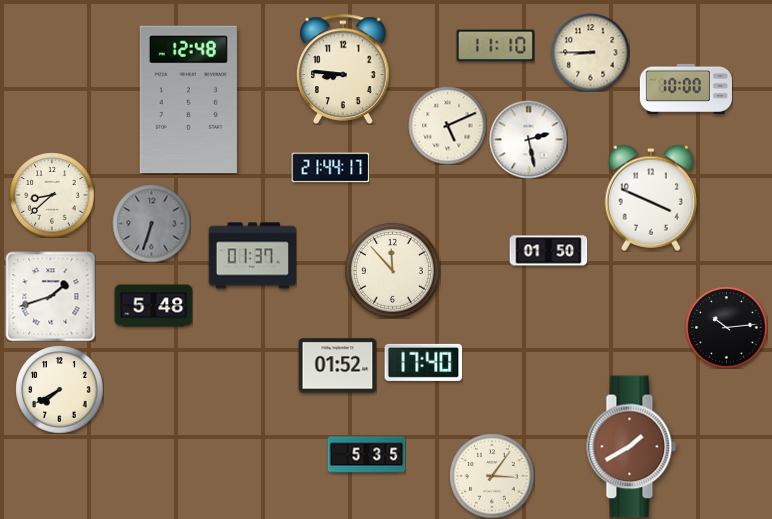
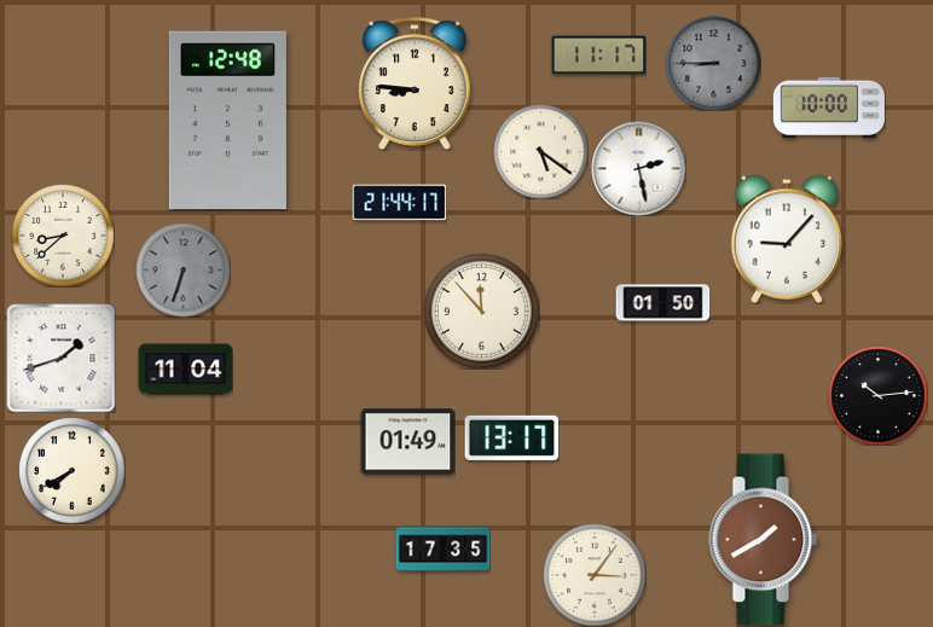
clock at (495, 46): 11:10 -> 11:17
clock at (590, 52) dial: cream -> grey
clock at (447, 125): 5:11 -> 5:21
clock at (650, 198): 3:49 -> 9:07
clock at (252, 256): 01:37 -> none
clock at (392, 270) position: (392, 270) -> (481, 310)
clock at (153, 306): 5:48 -> 11:04
clock at (423, 362): 17:40 -> 13:17
clock at (337, 366): 01:52 -> 01:49
clock at (366, 455): 5:35 -> 17:35
